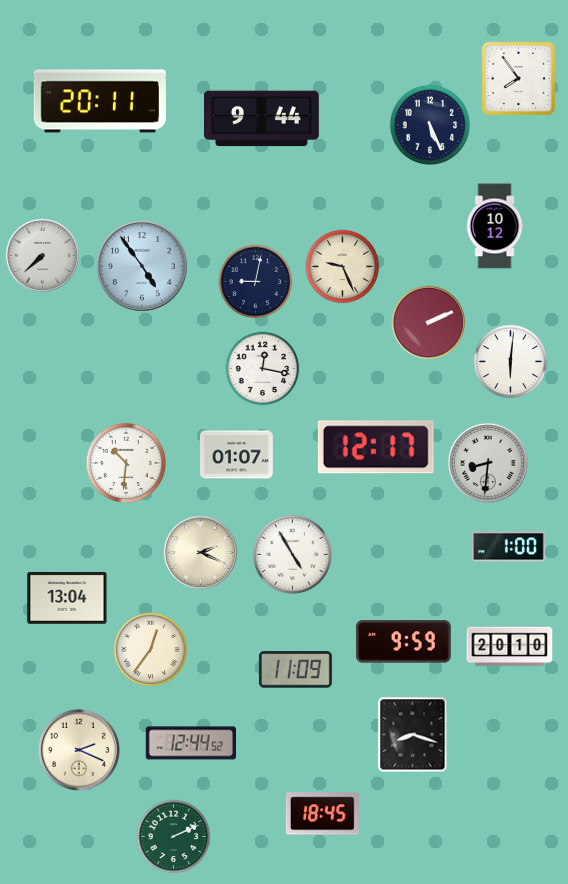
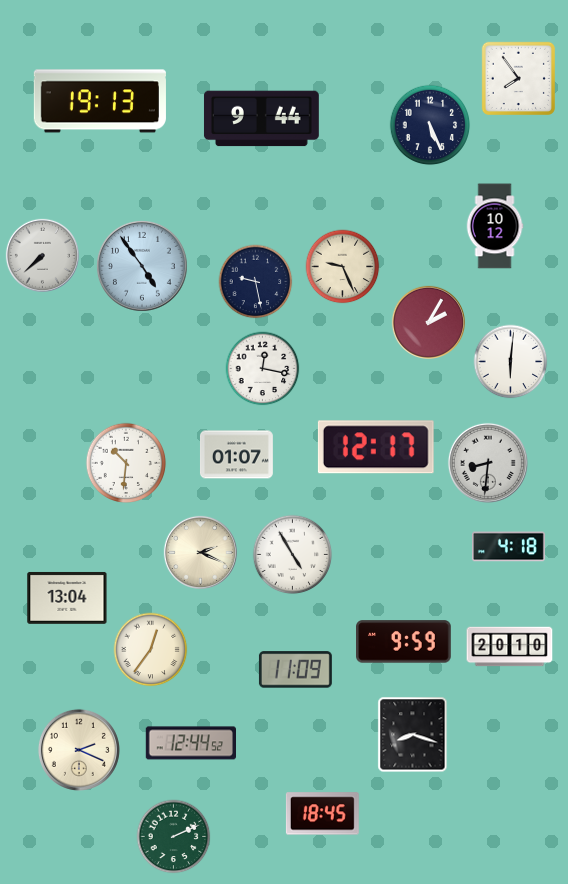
clock at (100, 101): 20:11 -> 19:13
clock at (256, 282): 9:02 -> 9:28
clock at (428, 322): 2:11 -> 2:05
clock at (508, 547): 1:00 -> 4:18
